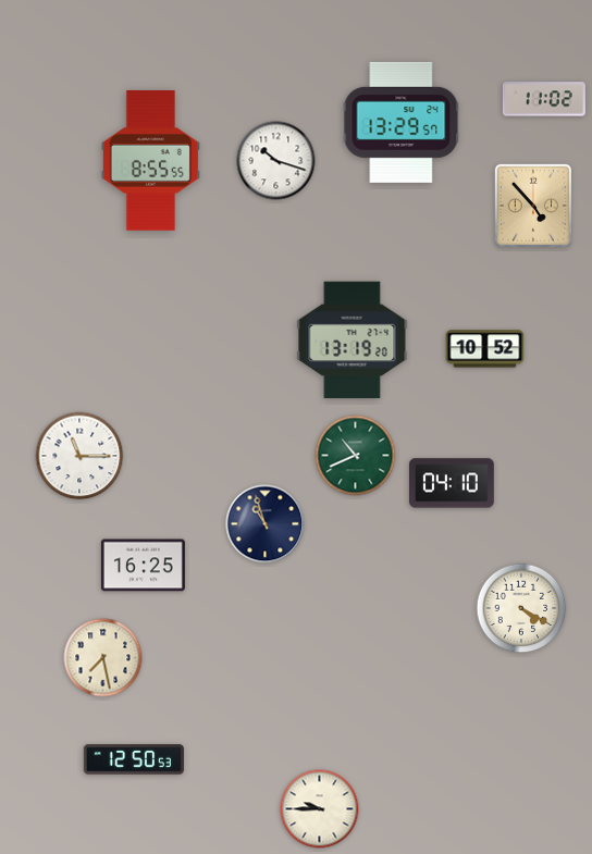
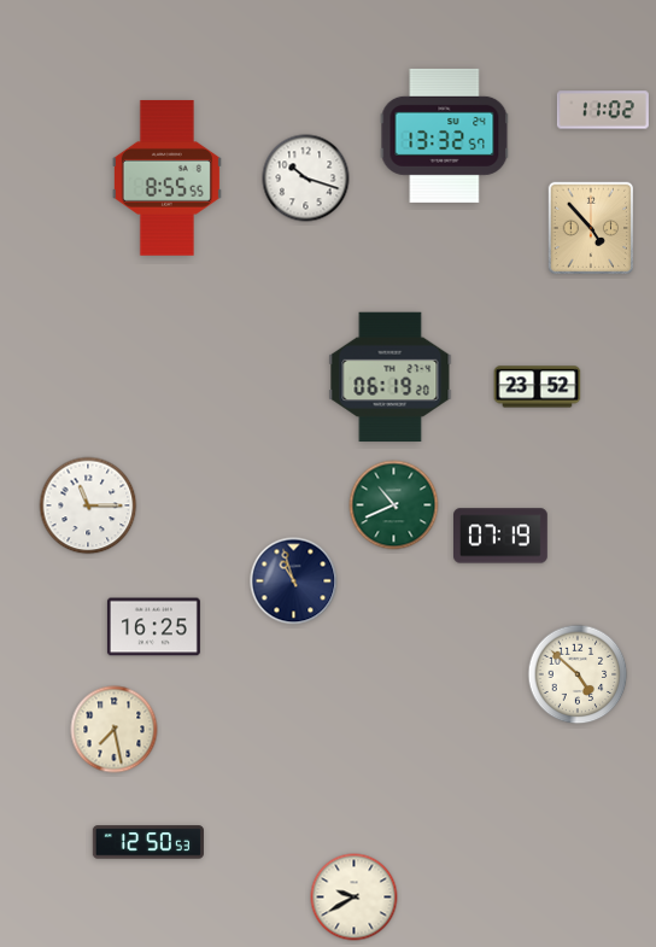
clock at (402, 122): 13:29 -> 13:32
clock at (353, 341): 13:19 -> 06:19
clock at (485, 349): 10:52 -> 23:52
clock at (453, 483): 04:10 -> 07:19
clock at (143, 566) position: (143, 566) -> (153, 627)
clock at (521, 608): 4:20 -> 4:52
clock at (320, 809): 9:45 -> 9:40
